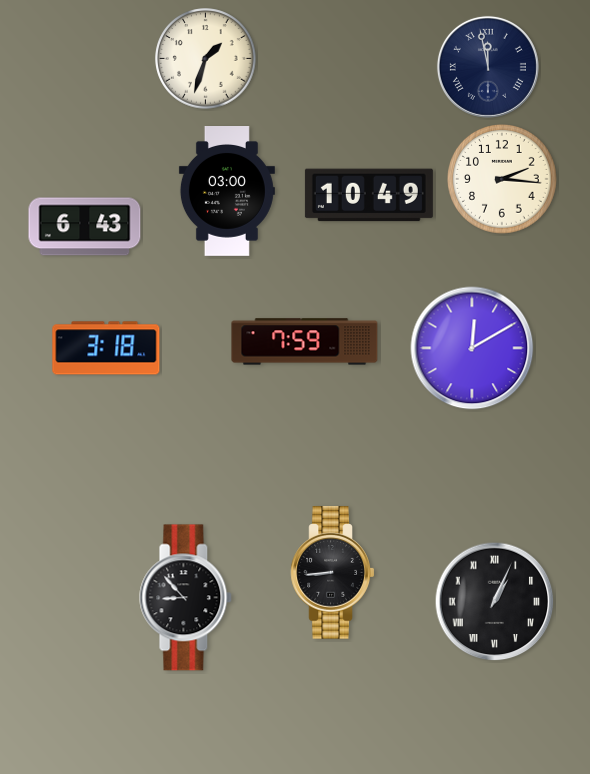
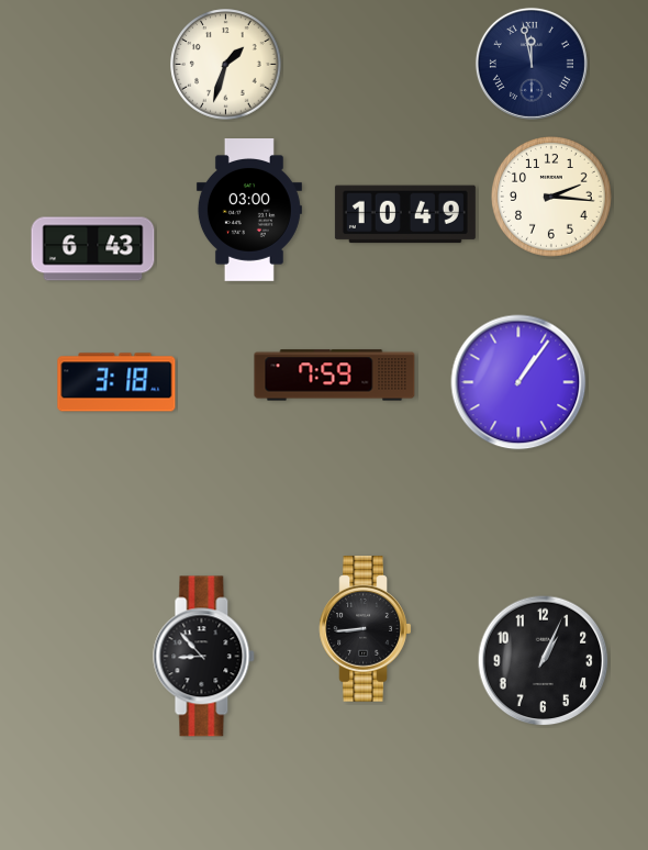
clock at (488, 67) position: (488, 67) -> (532, 64)
clock at (472, 348): 12:10 -> 1:06
clock at (495, 602) numerals: Roman -> Arabic
